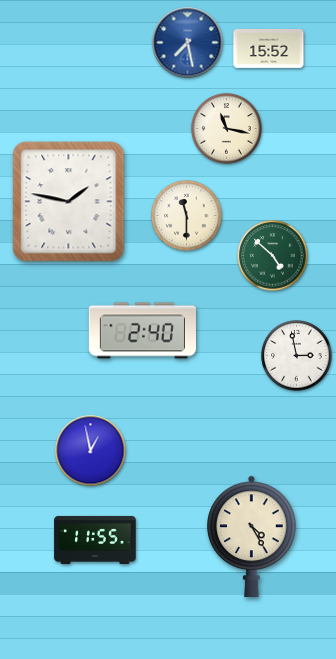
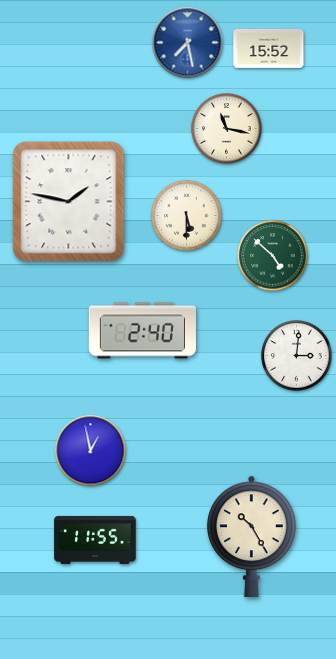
clock at (187, 216): 11:30 -> 5:30
clock at (297, 356): 2:58 -> 3:01
clock at (252, 536): 4:25 -> 10:25
